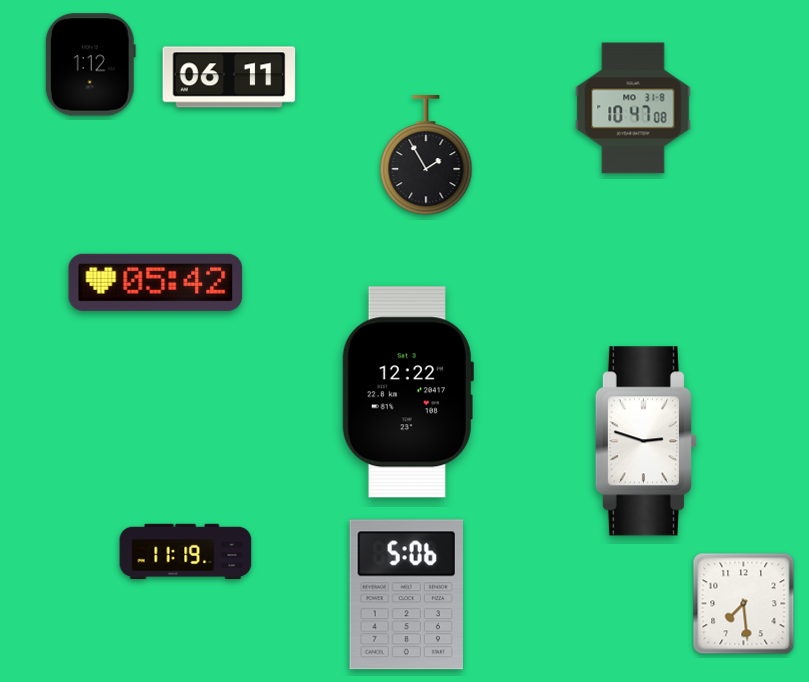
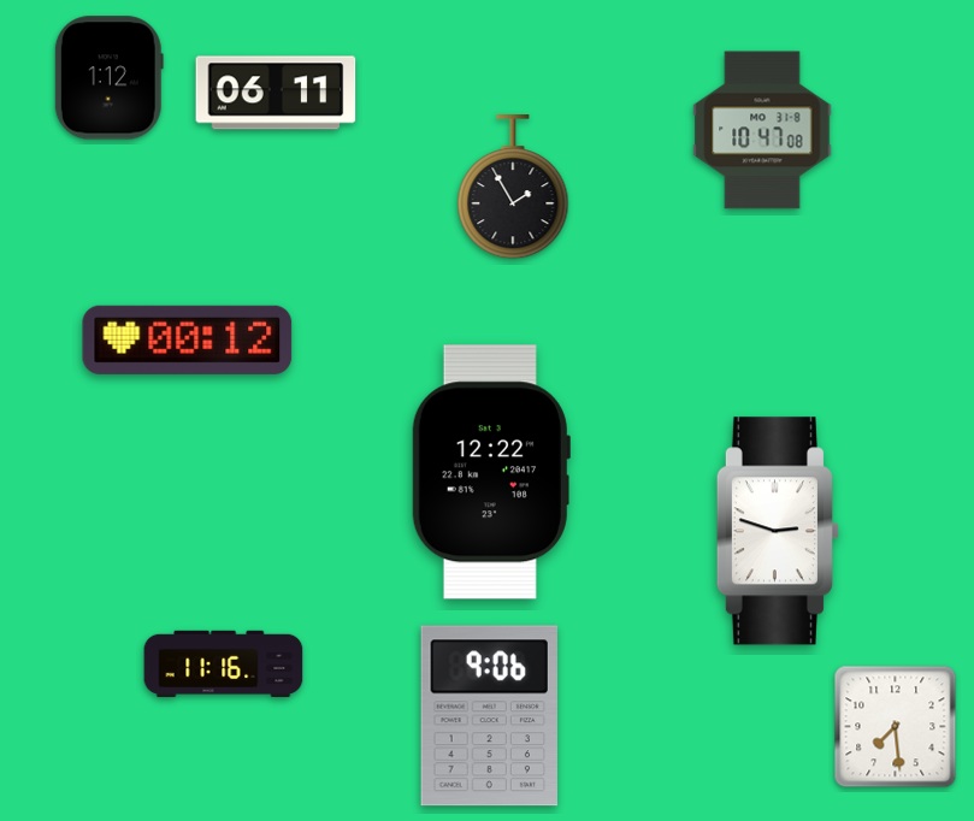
clock at (156, 282): 05:42 -> 00:12
clock at (186, 552): 11:19 -> 11:16
clock at (406, 595): 5:06 -> 9:06
